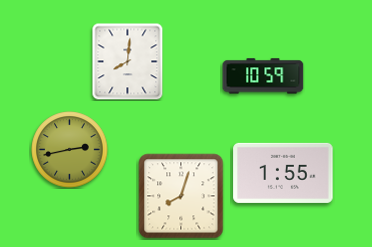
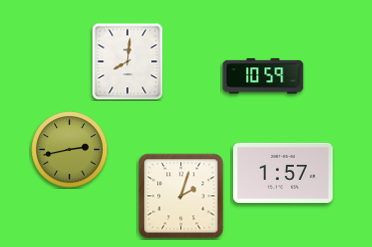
clock at (283, 173): 1:55 -> 1:57
clock at (181, 196): 8:03 -> 2:03
